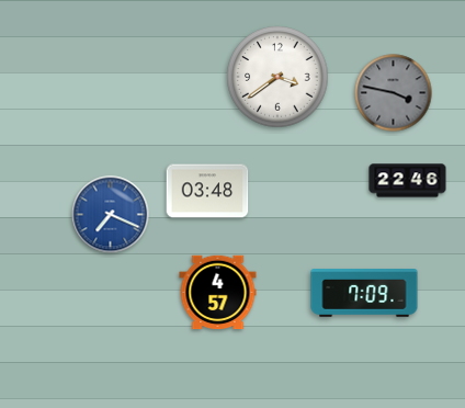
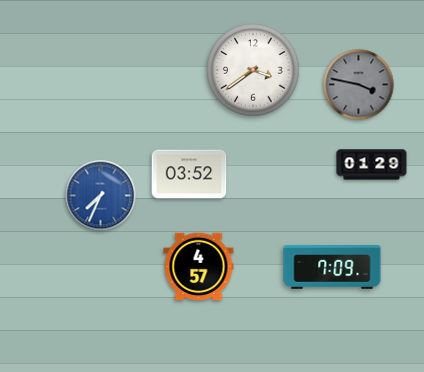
clock at (408, 181): 22:46 -> 01:29
clock at (207, 191): 03:48 -> 03:52
clock at (111, 215): 7:19 -> 7:34
